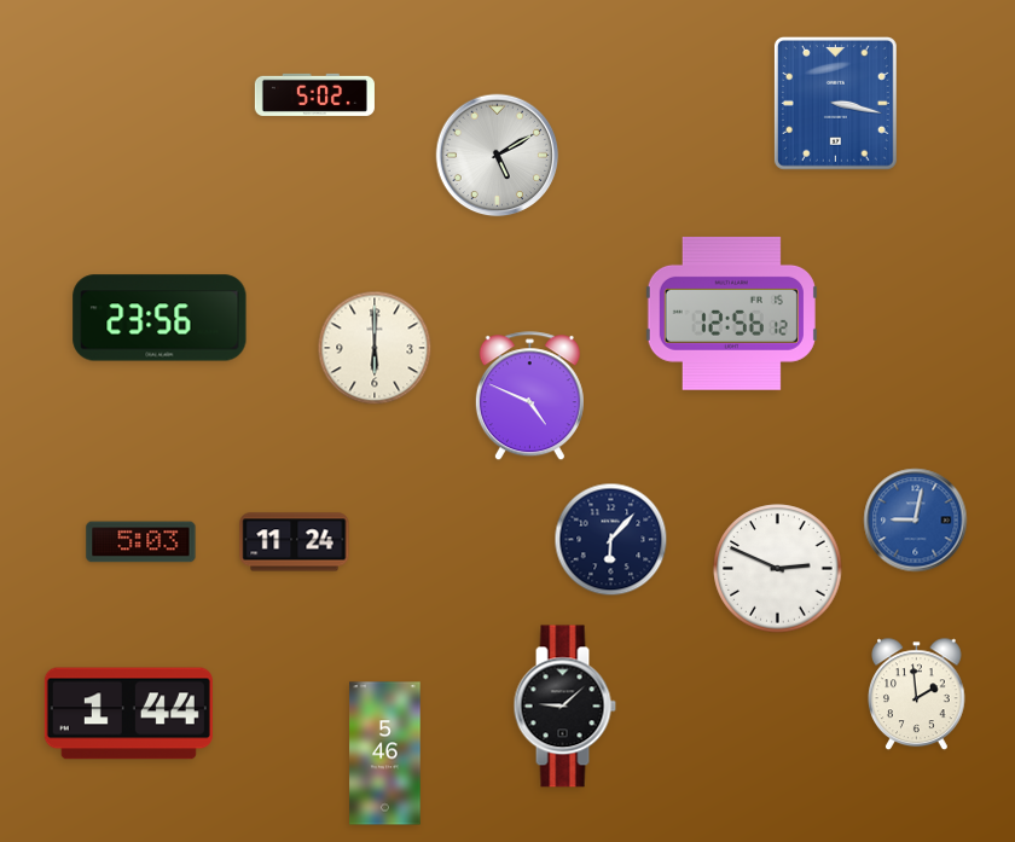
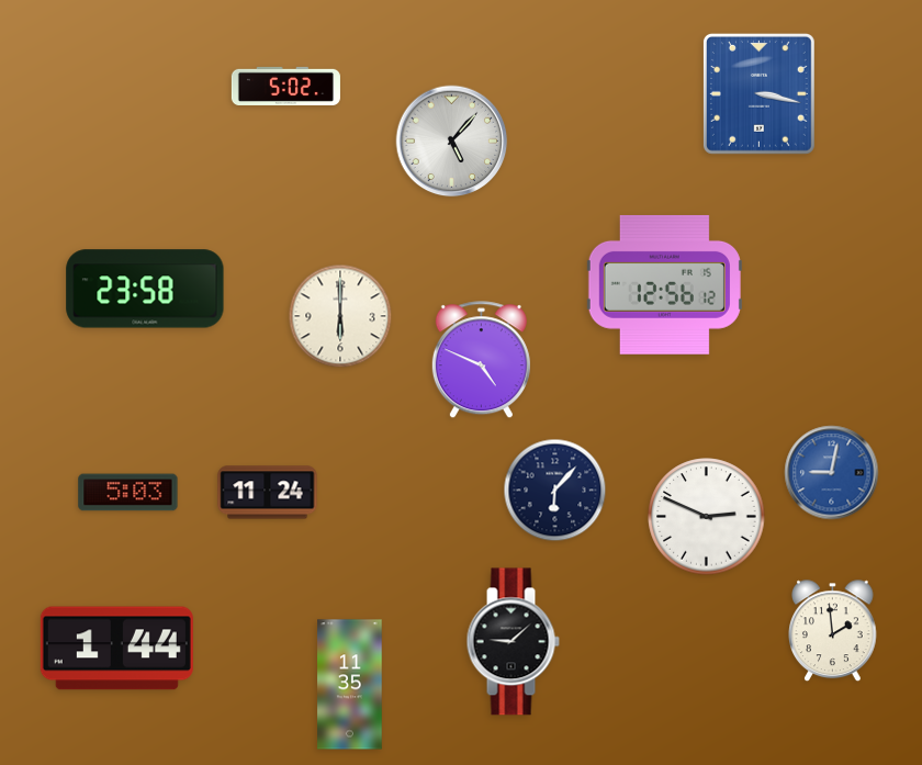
clock at (498, 156): 5:10 -> 5:07
clock at (159, 318): 23:56 -> 23:58
clock at (385, 754): 5:46 -> 11:35
